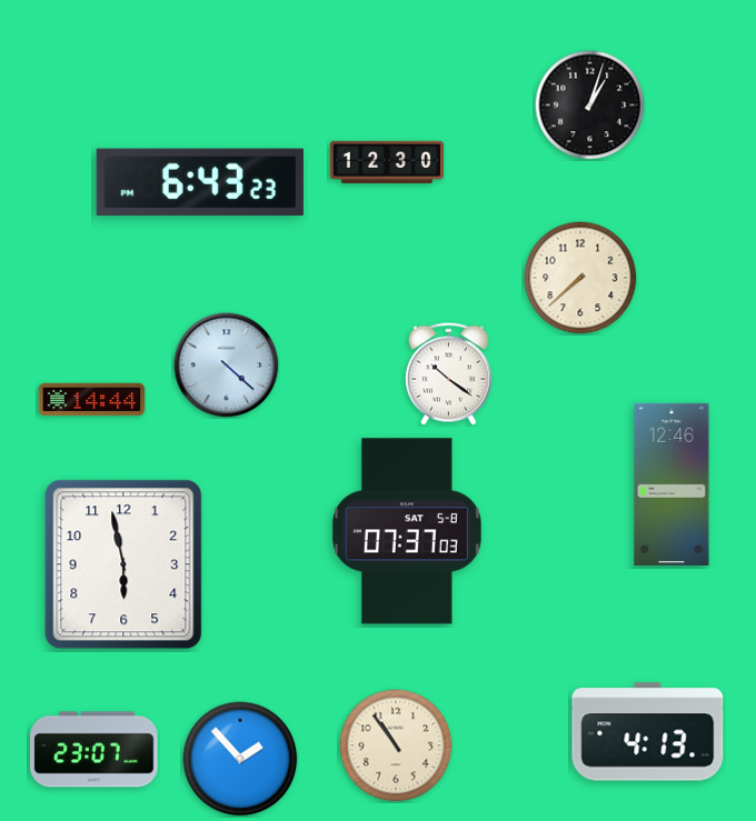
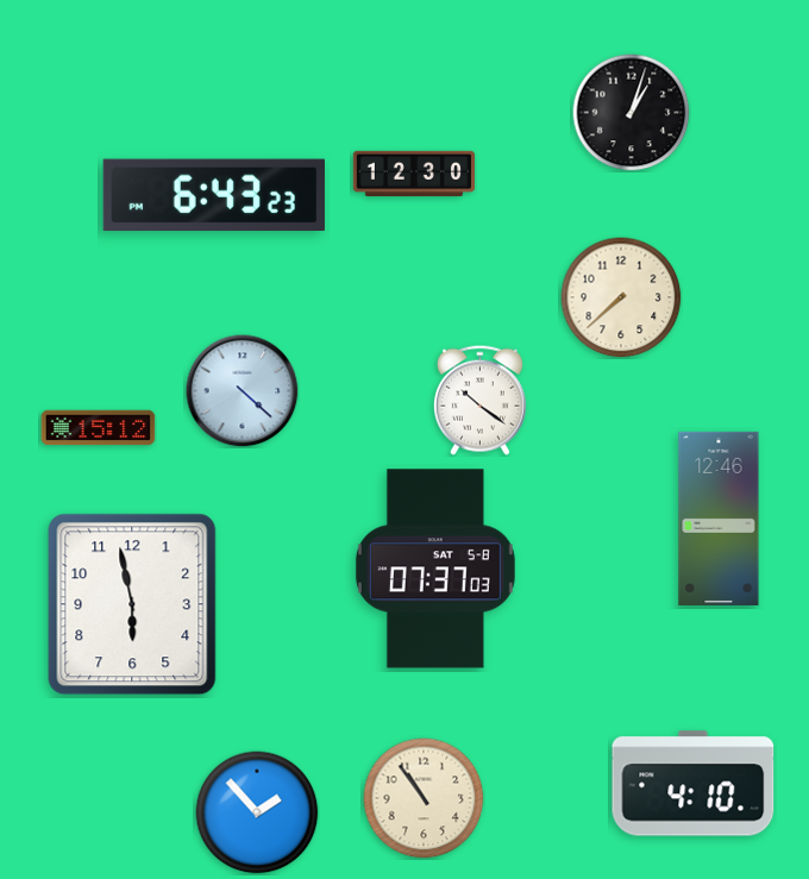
clock at (92, 400): 14:44 -> 15:12
clock at (648, 732): 4:13 -> 4:10
clock at (94, 750): 23:07 -> none
